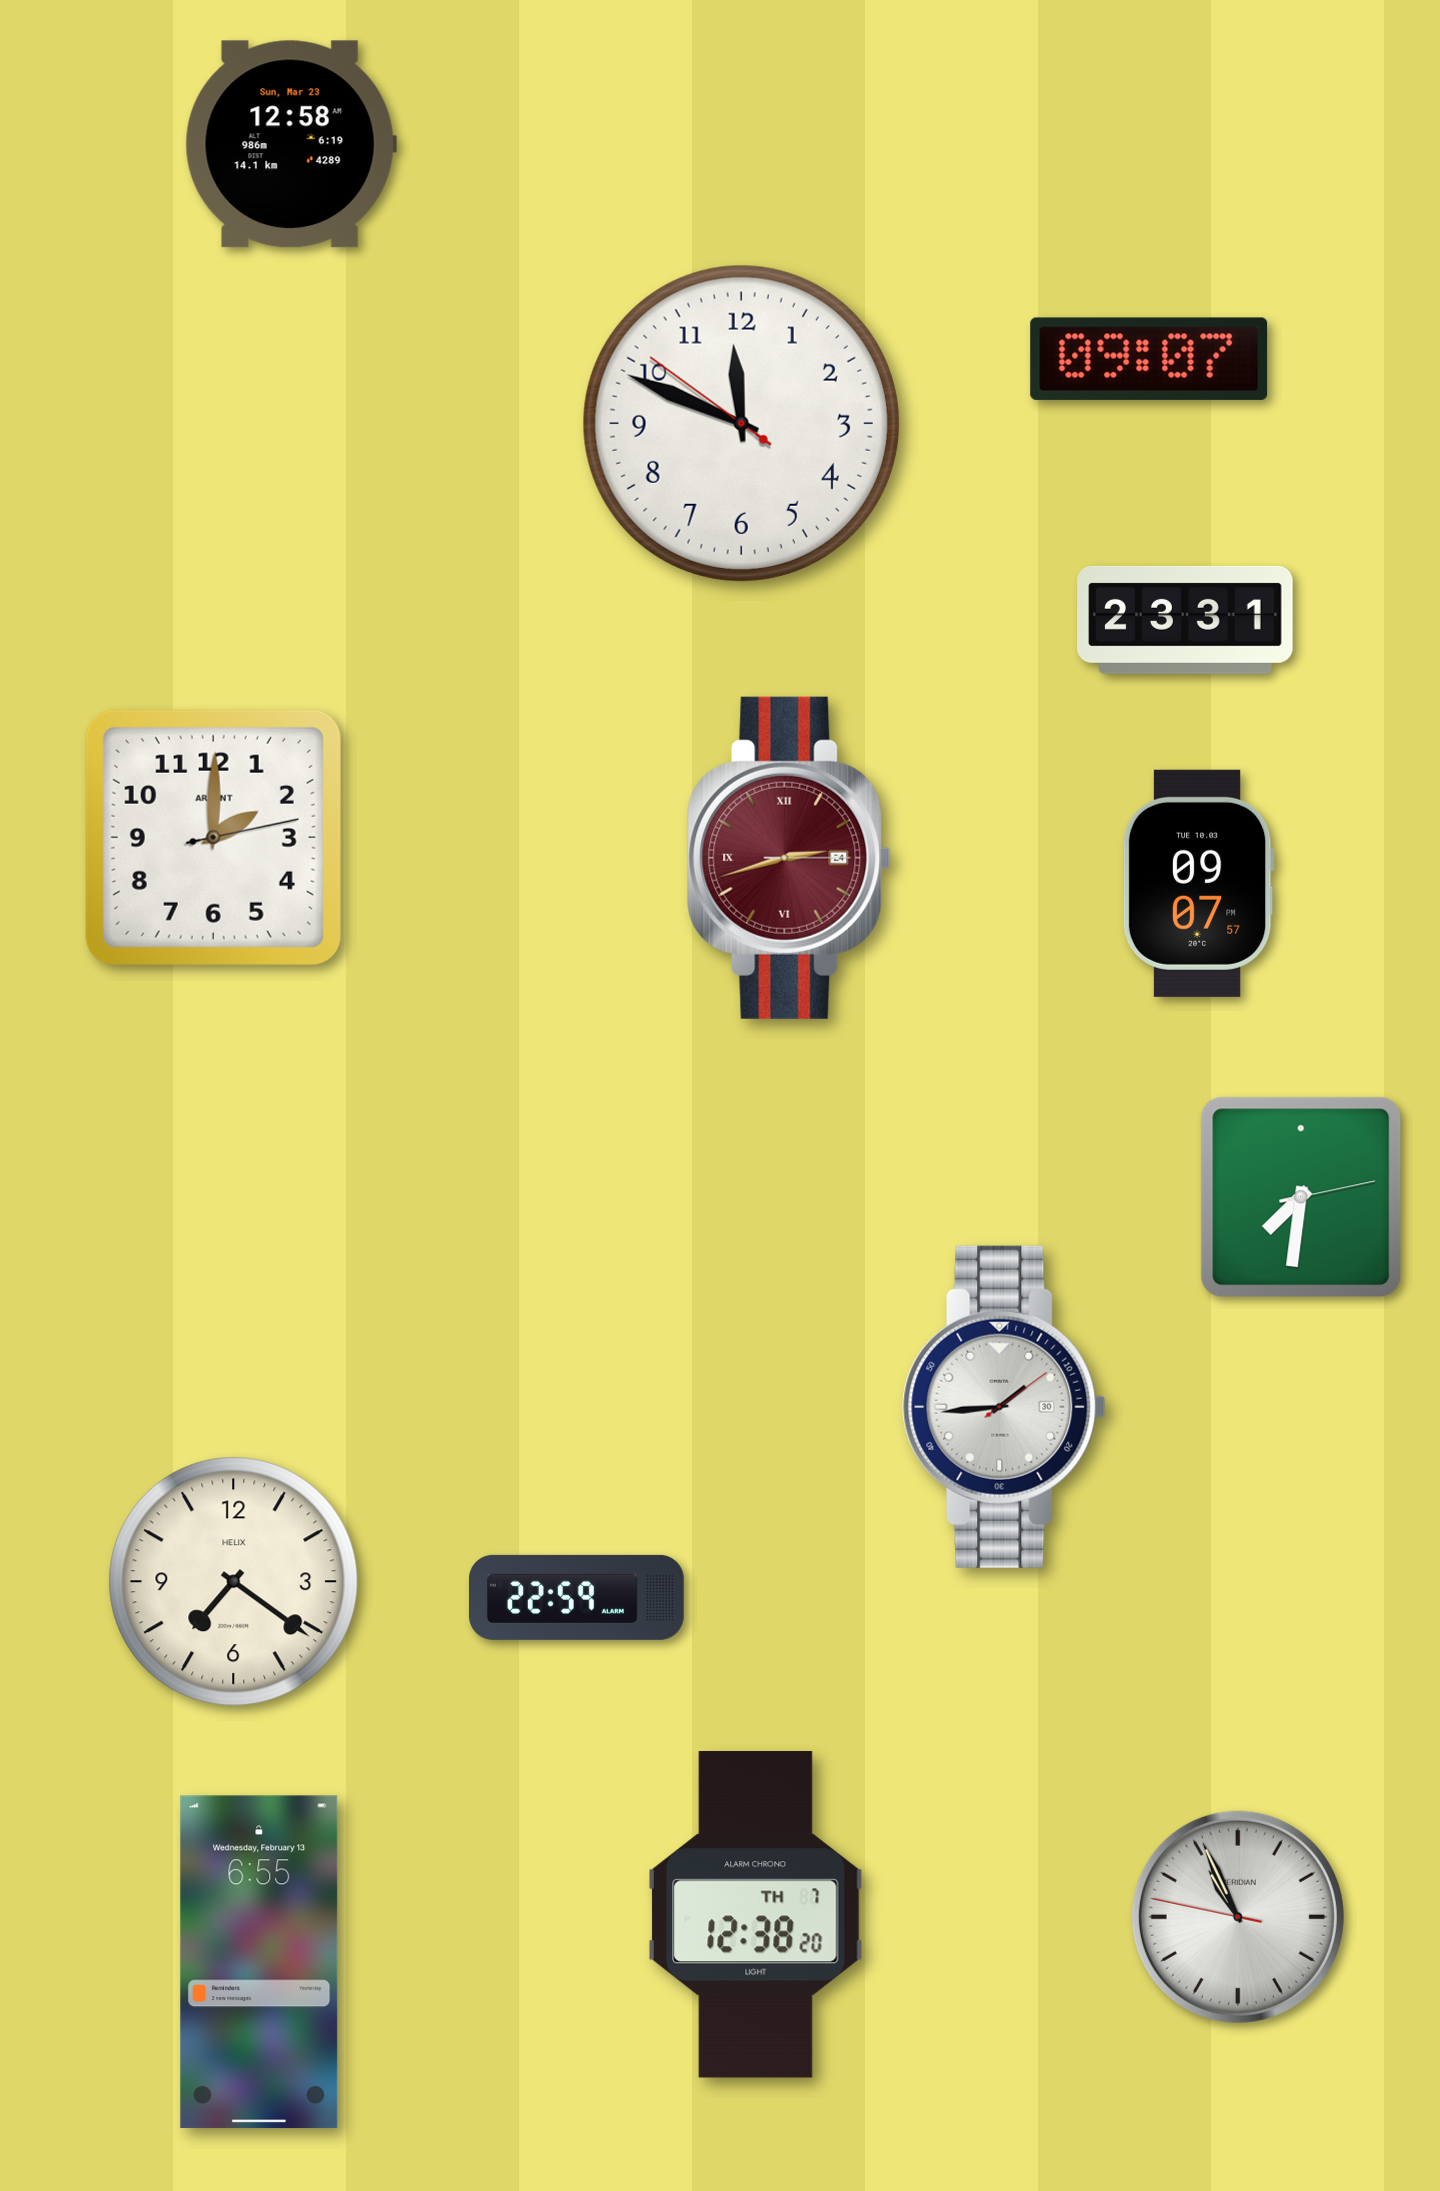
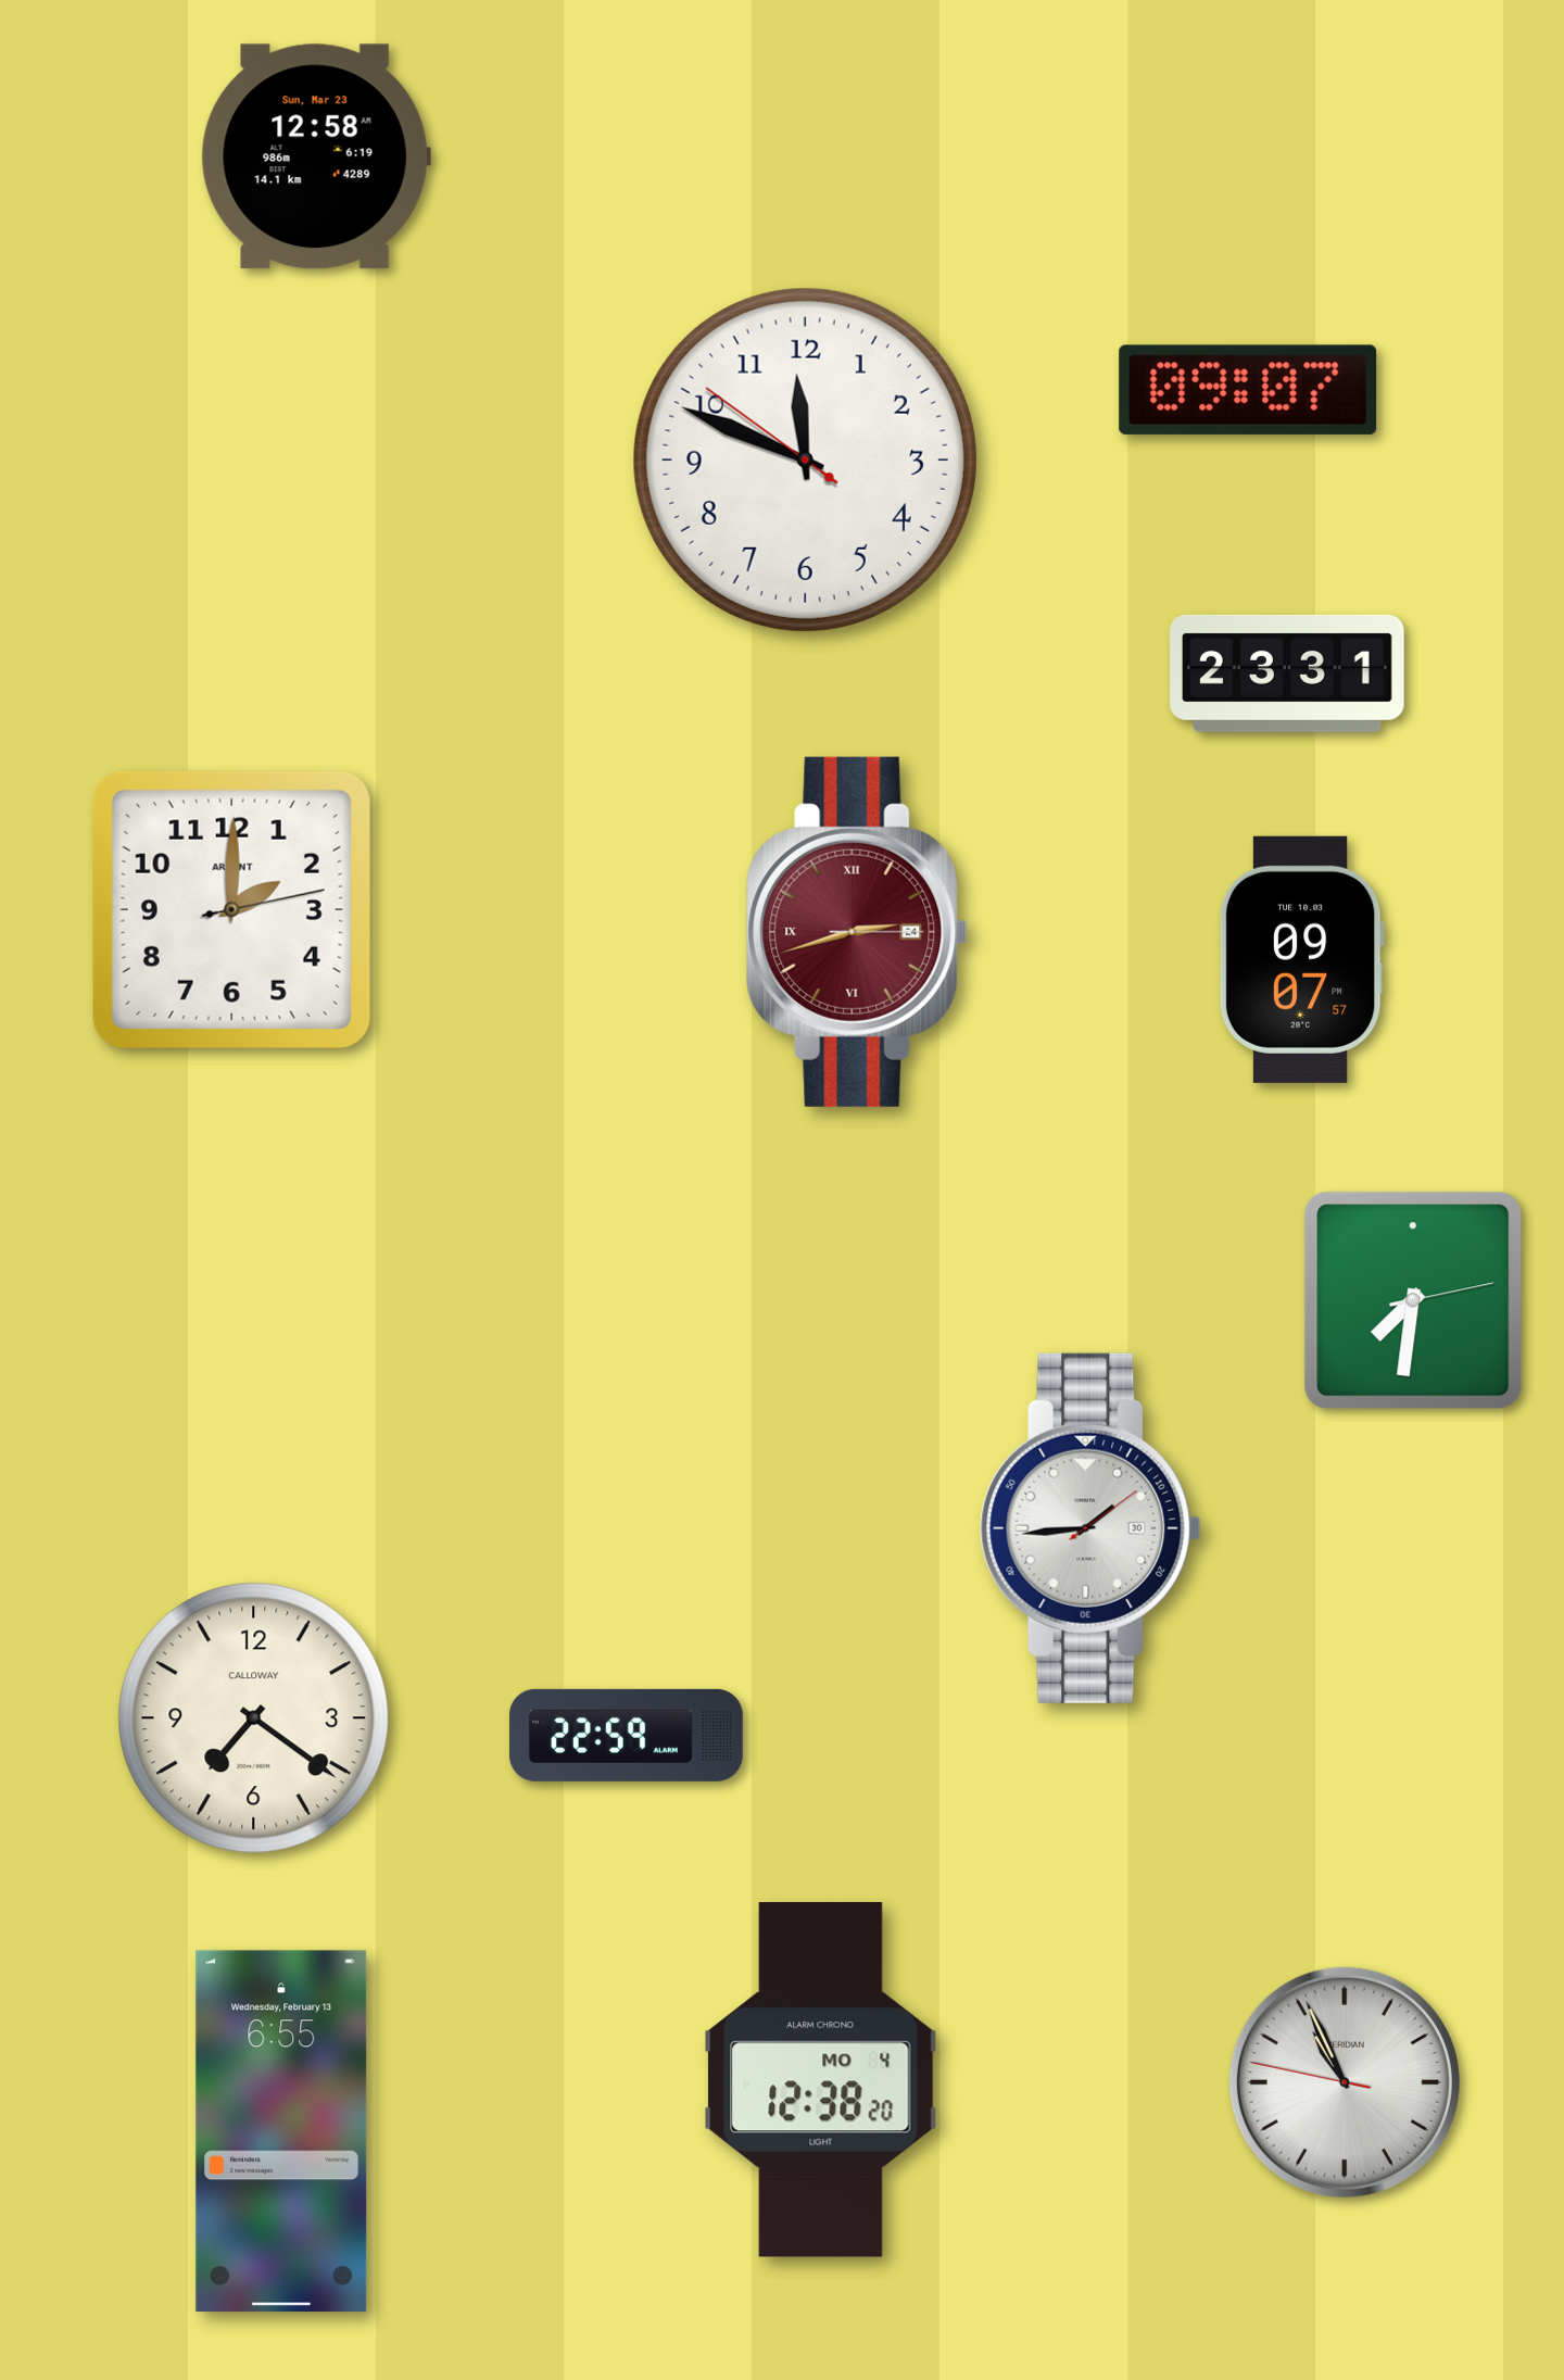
clock at (234, 1582) brand: HELIX -> CALLOWAY
clock at (756, 1915) date: TH 7 -> MO 4
